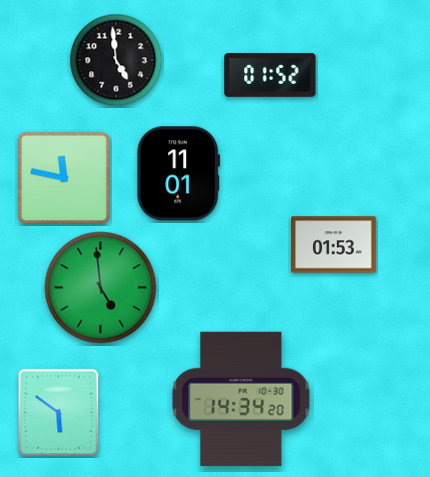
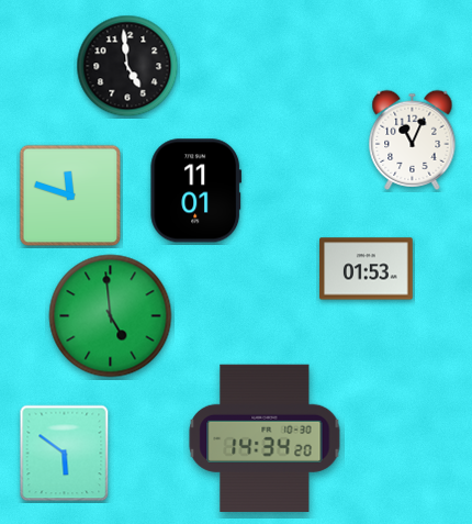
clock at (270, 76): 01:52 -> none
clock at (413, 140): none -> 11:04
clock at (64, 178): 11:47 -> 11:48
